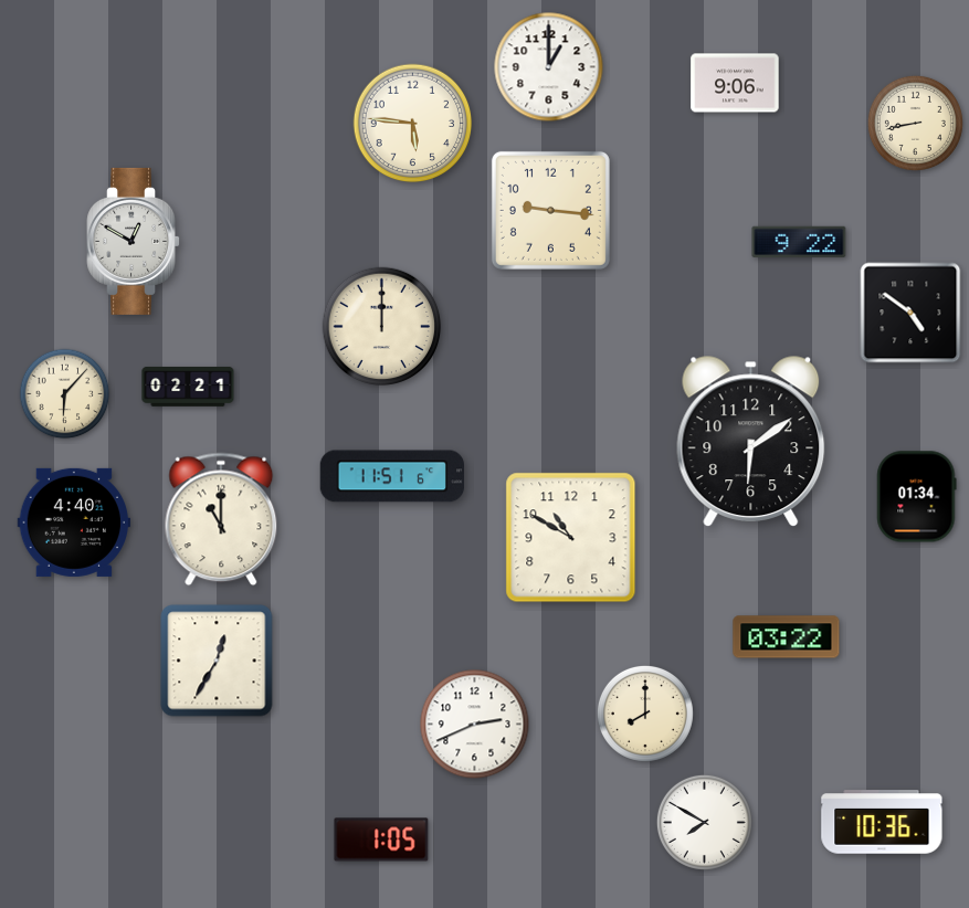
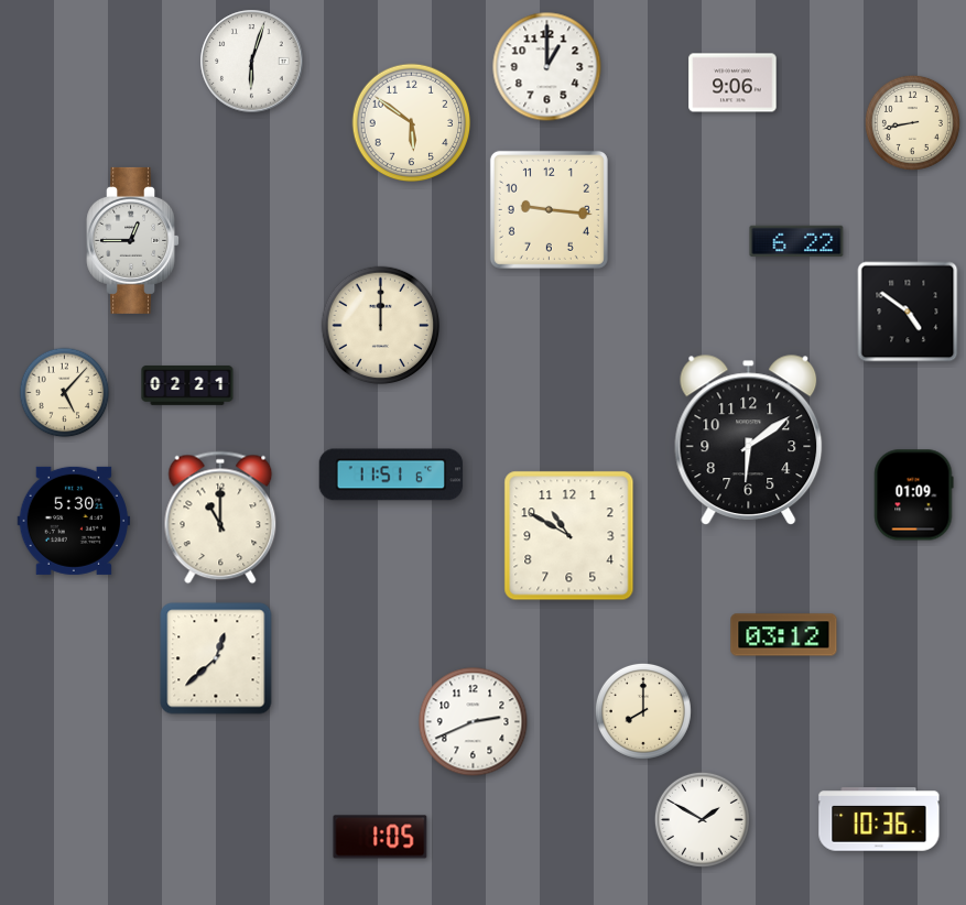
clock at (252, 62): none -> 6:03
clock at (413, 124): 5:46 -> 5:51
clock at (134, 241): 12:50 -> 12:45
clock at (799, 241): 9:22 -> 6:22
clock at (65, 394): 6:07 -> 5:07
clock at (917, 497): 01:34 -> 01:09
clock at (74, 522): 4:40 -> 5:30
clock at (787, 637): 03:22 -> 03:12
clock at (217, 661): 12:35 -> 12:38
clock at (704, 822): 7:50 -> 1:50
